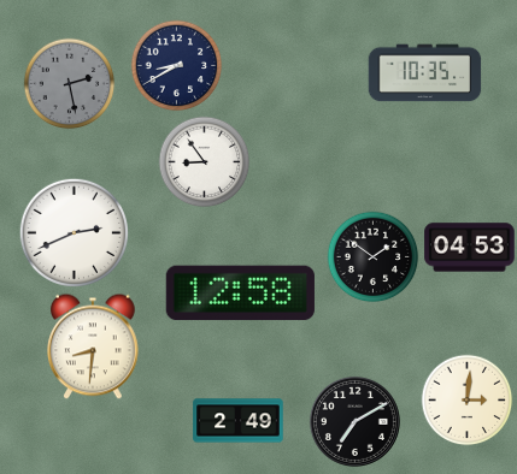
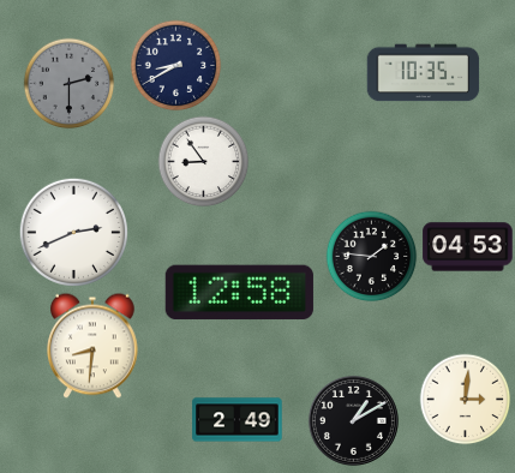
clock at (70, 84): 2:28 -> 2:30
clock at (374, 257): 1:51 -> 1:46
clock at (354, 421): 7:10 -> 1:10
